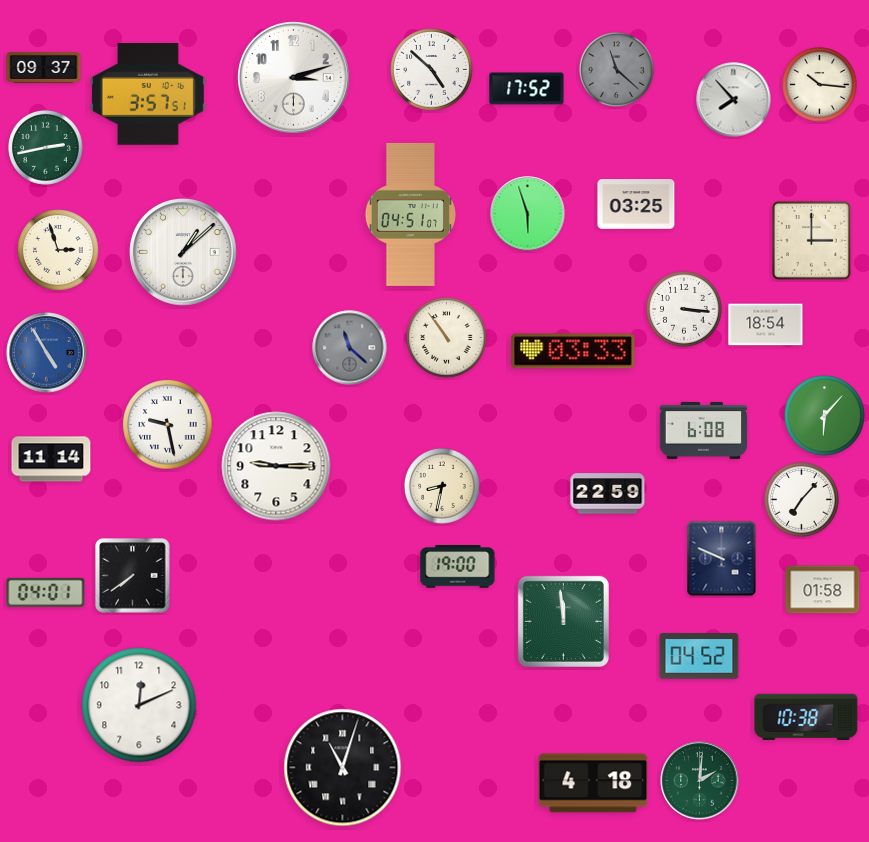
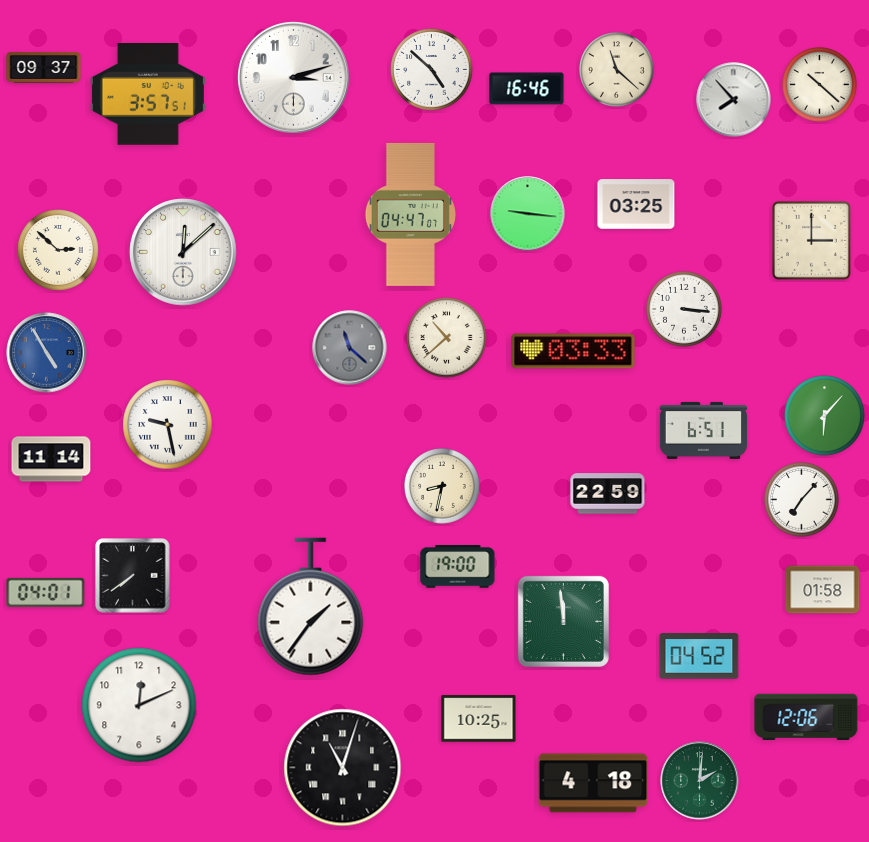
clock at (617, 70) dial: grey -> cream
clock at (820, 85): 10:16 -> 10:22
clock at (527, 89): 17:52 -> 16:46
clock at (46, 148): 2:43 -> none
clock at (410, 214): 04:51 -> 04:47
clock at (528, 214): 5:57 -> 9:16
clock at (58, 250): 2:57 -> 2:52
clock at (183, 252): 1:08 -> 12:08
clock at (766, 325): 18:54 -> none
clock at (447, 338): 10:54 -> 10:38
clock at (704, 430): 6:08 -> 6:51
clock at (276, 466): 9:15 -> none
clock at (722, 559): 9:49 -> none
clock at (311, 607): none -> 1:36
clock at (806, 717): 10:38 -> 12:06
clock at (479, 719): none -> 10:25
